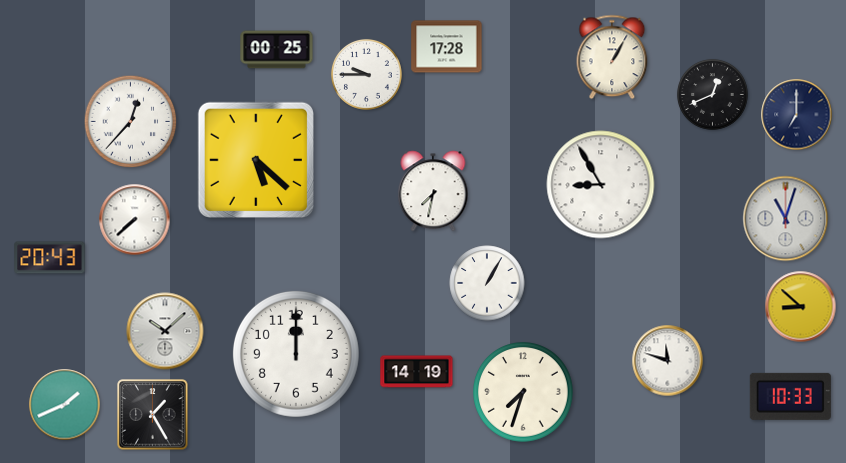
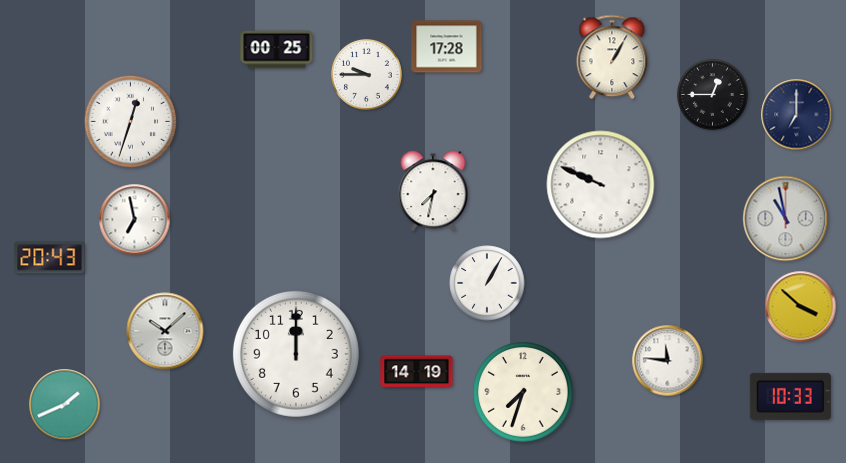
clock at (712, 94): 12:41 -> 12:45
clock at (131, 122): 12:37 -> 12:33
clock at (255, 159): 5:22 -> none
clock at (601, 185): 8:55 -> 9:49
clock at (786, 219): 11:03 -> 10:58
clock at (135, 220): 7:38 -> 6:58
clock at (801, 307): 8:52 -> 3:52
clock at (668, 361): 11:48 -> 11:46
clock at (153, 415): 1:25 -> none
